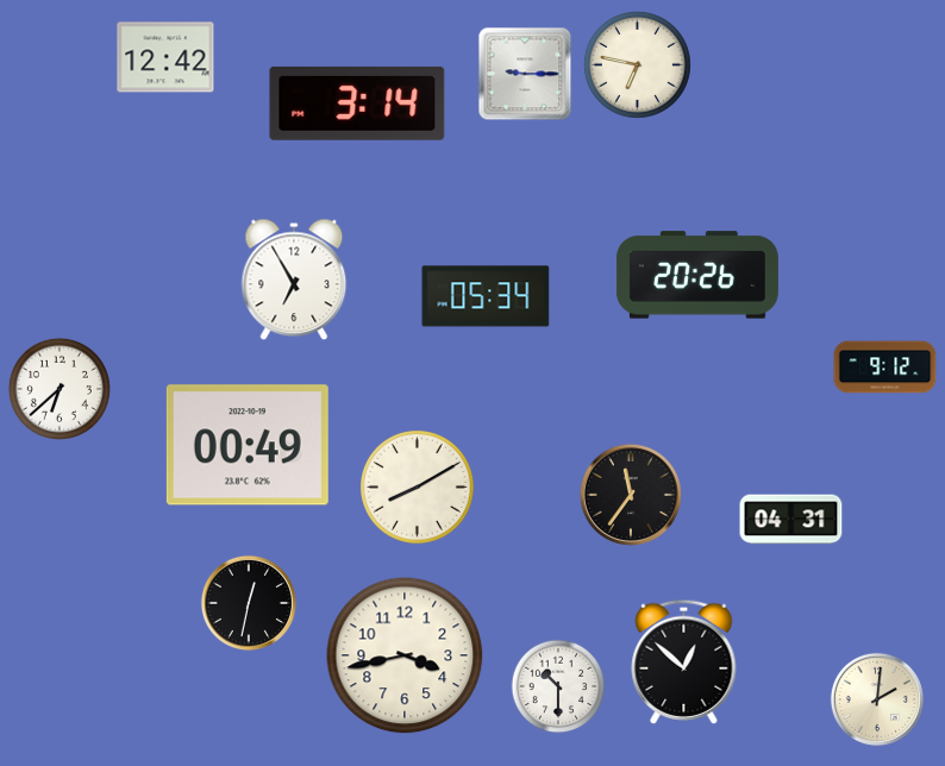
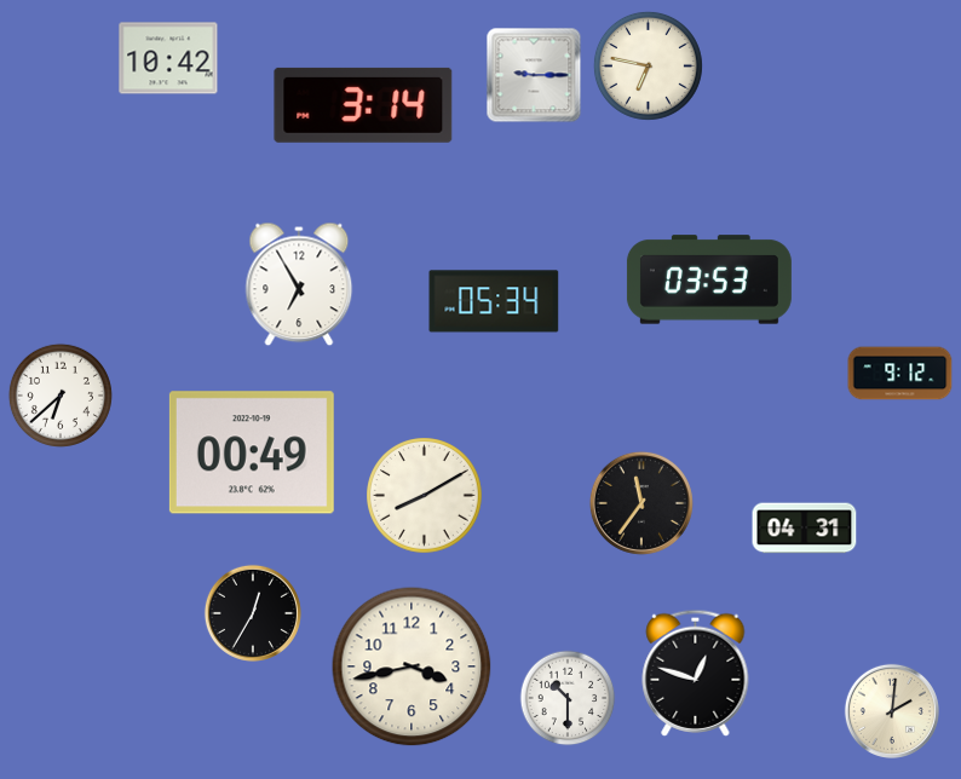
clock at (165, 57): 12:42 -> 10:42
clock at (697, 275): 20:26 -> 03:53
clock at (249, 603): 12:32 -> 12:35
clock at (684, 661): 12:52 -> 12:48
